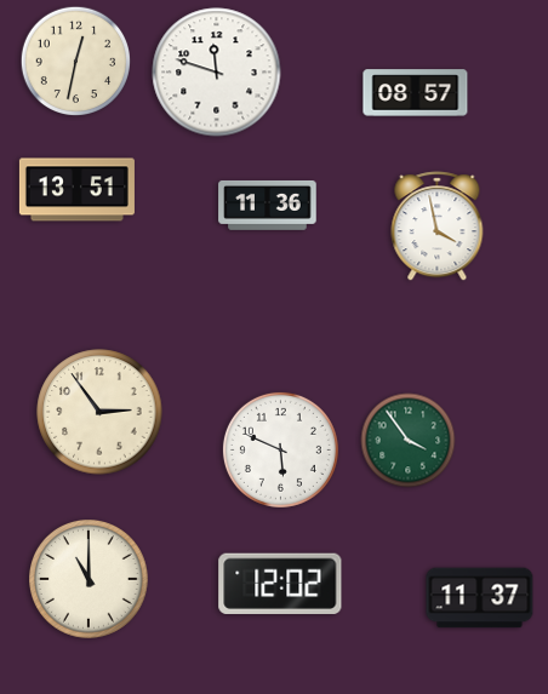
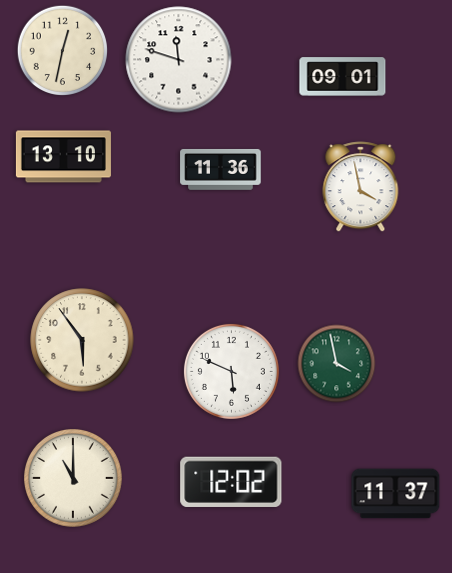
clock at (416, 93): 08:57 -> 09:01
clock at (76, 190): 13:51 -> 13:10
clock at (99, 412): 2:54 -> 5:54
clock at (409, 441): 3:54 -> 3:58
